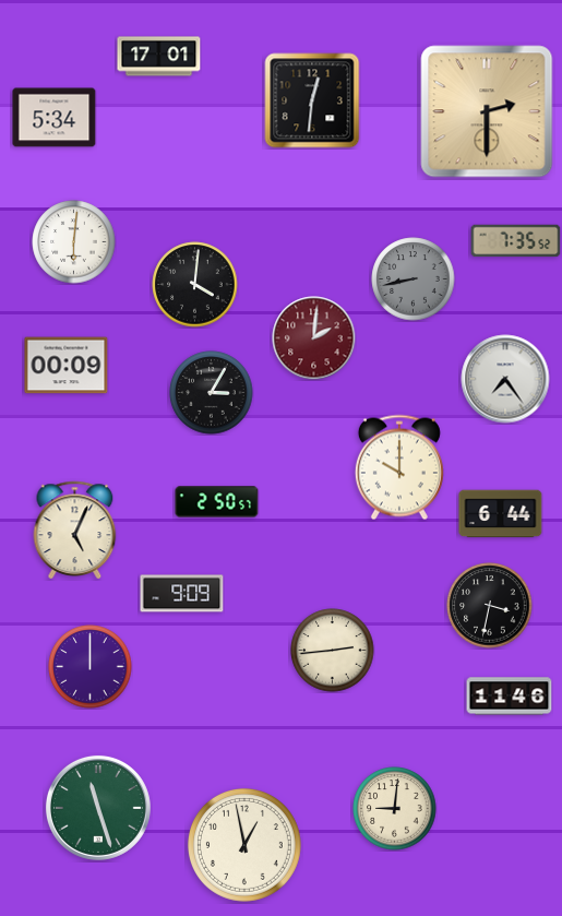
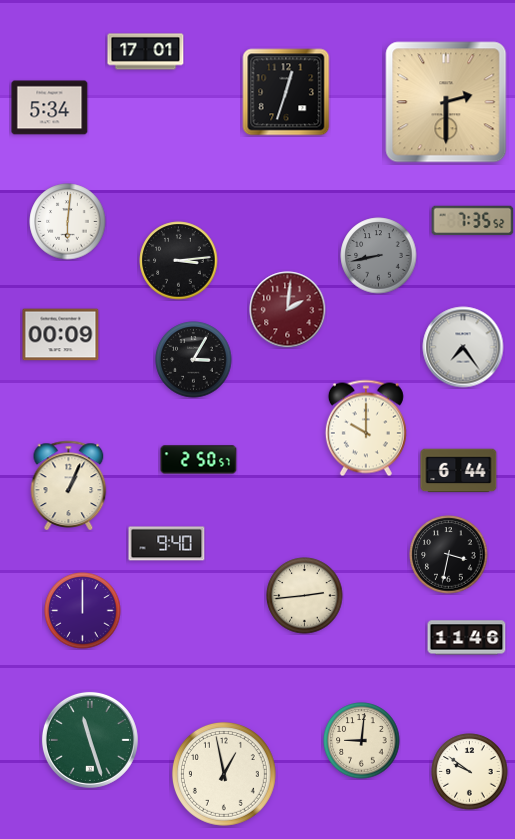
clock at (312, 100): 12:31 -> 12:33
clock at (195, 285): 4:01 -> 3:14
clock at (75, 530): 5:04 -> 1:04
clock at (182, 594): 9:09 -> 9:40
clock at (470, 772): none -> 9:51
